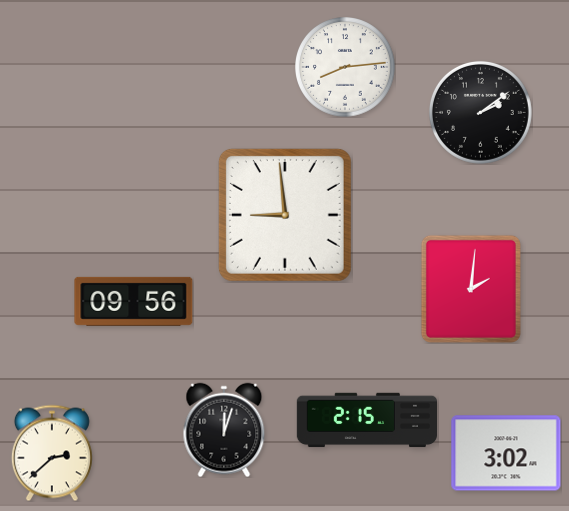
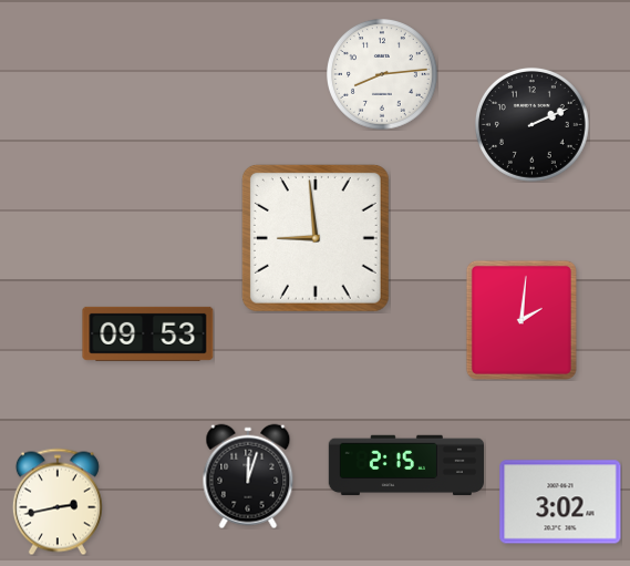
clock at (480, 112): 2:09 -> 2:11
clock at (134, 301): 09:56 -> 09:53
clock at (52, 453): 2:38 -> 2:43
